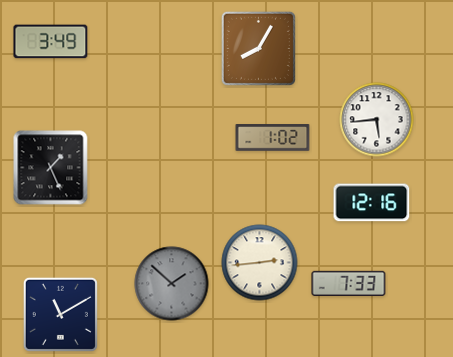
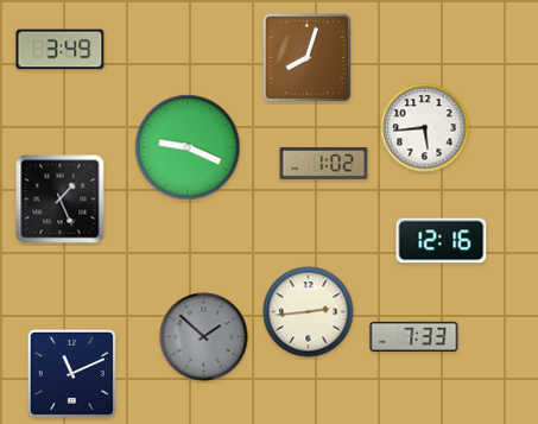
clock at (258, 48): 8:05 -> 8:03
clock at (377, 120) position: (377, 120) -> (425, 128)
clock at (188, 147): none -> 9:19
clock at (60, 314): 11:10 -> 11:11
